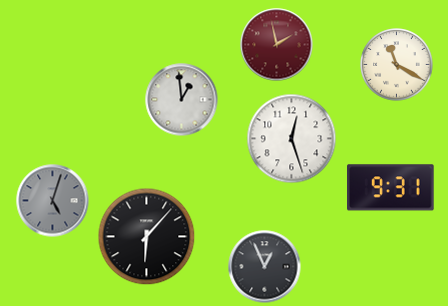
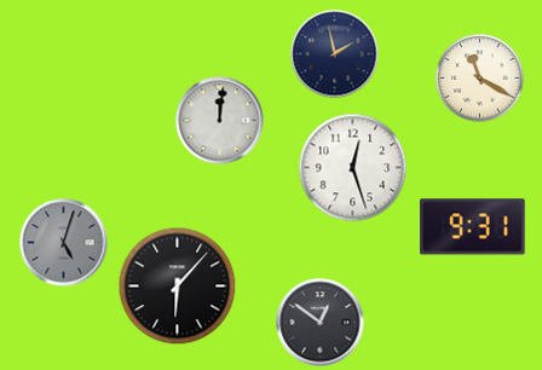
clock at (277, 45) dial: burgundy -> navy
clock at (182, 100): 12:59 -> 12:01
clock at (265, 267): 12:56 -> 12:51
